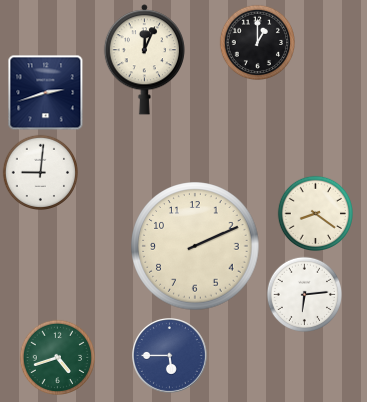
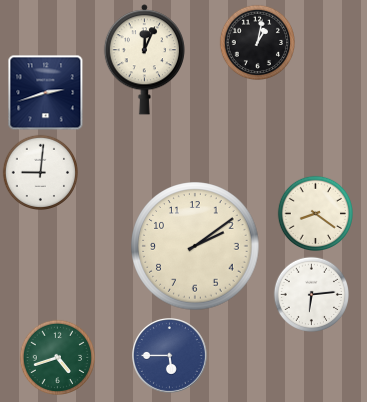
clock at (257, 42): 1:00 -> 1:02
clock at (195, 246): 2:11 -> 2:09
clock at (304, 294) position: (304, 294) -> (311, 294)
